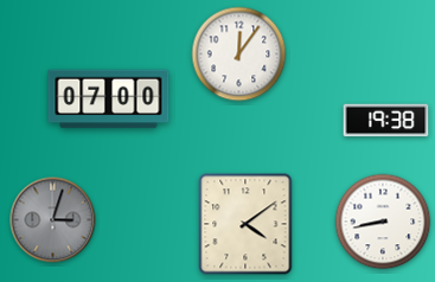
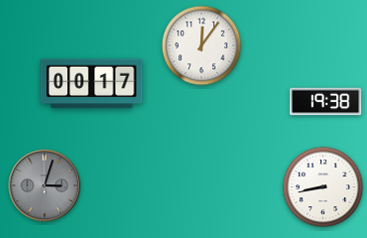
clock at (109, 100): 07:00 -> 00:17
clock at (245, 224): 4:09 -> none
